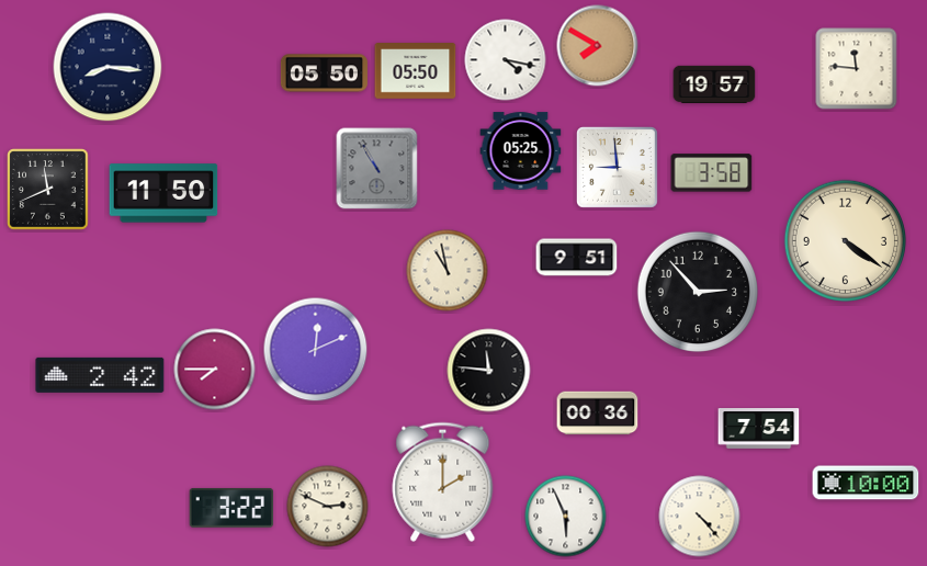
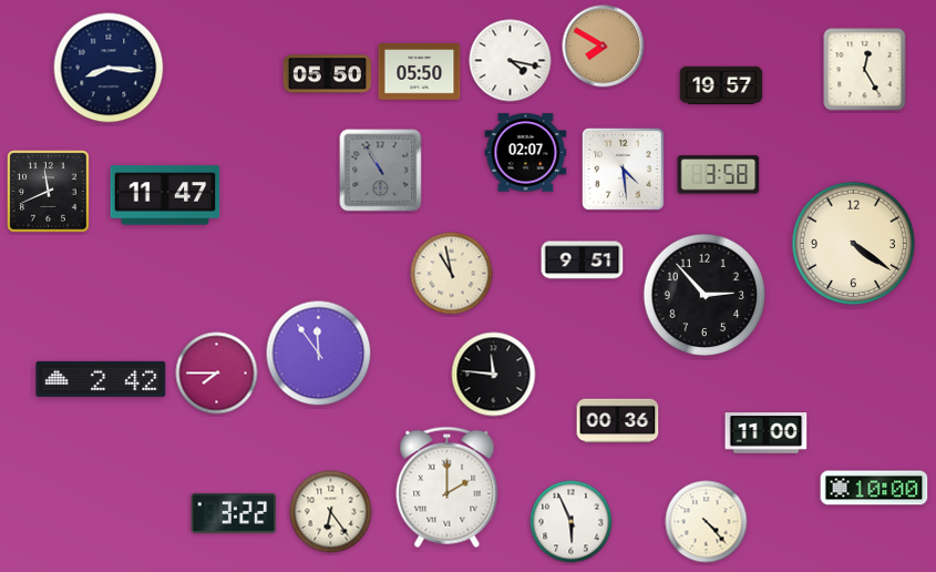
clock at (857, 69): 11:46 -> 12:25
clock at (521, 151): 05:25 -> 02:07
clock at (618, 168): 8:59 -> 4:29
clock at (163, 193): 11:50 -> 11:47
clock at (316, 350): 12:11 -> 11:54
clock at (598, 414) position: (598, 414) -> (618, 421)
clock at (759, 429): 7:54 -> 11:00
clock at (328, 507): 2:49 -> 6:24
